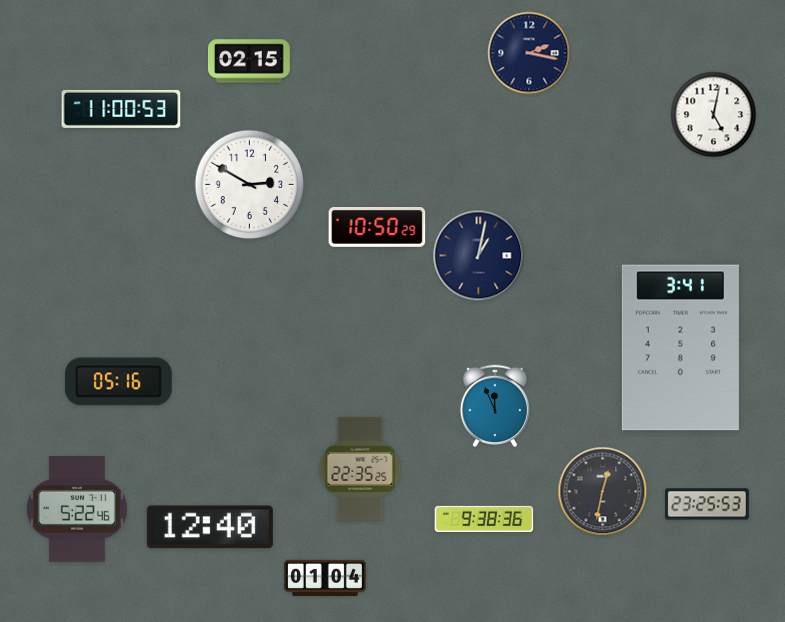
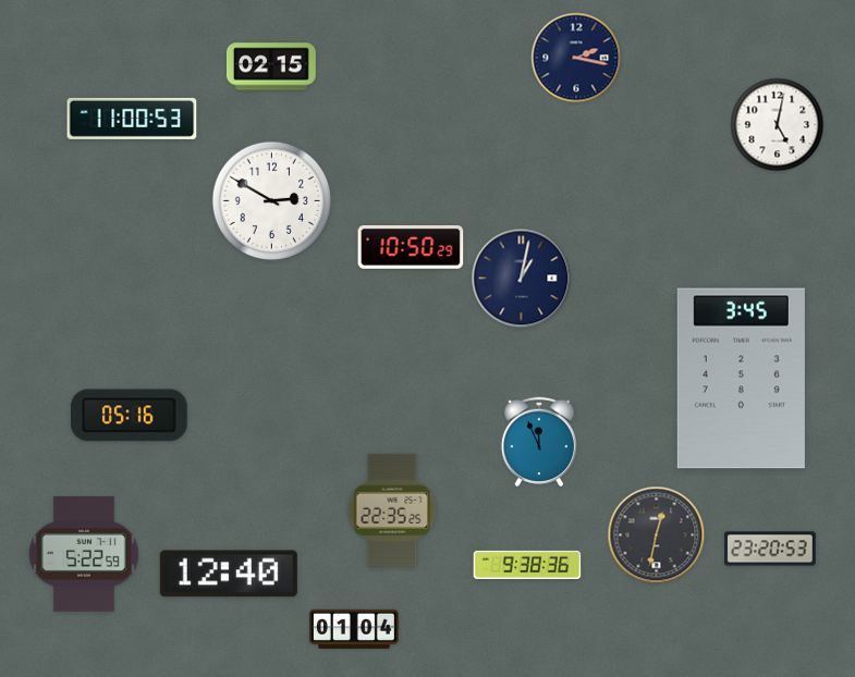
clock at (680, 348): 3:41 -> 3:45
clock at (707, 504): 23:25 -> 23:20
clock at (77, 509): 5:22:46 -> 5:22:59
